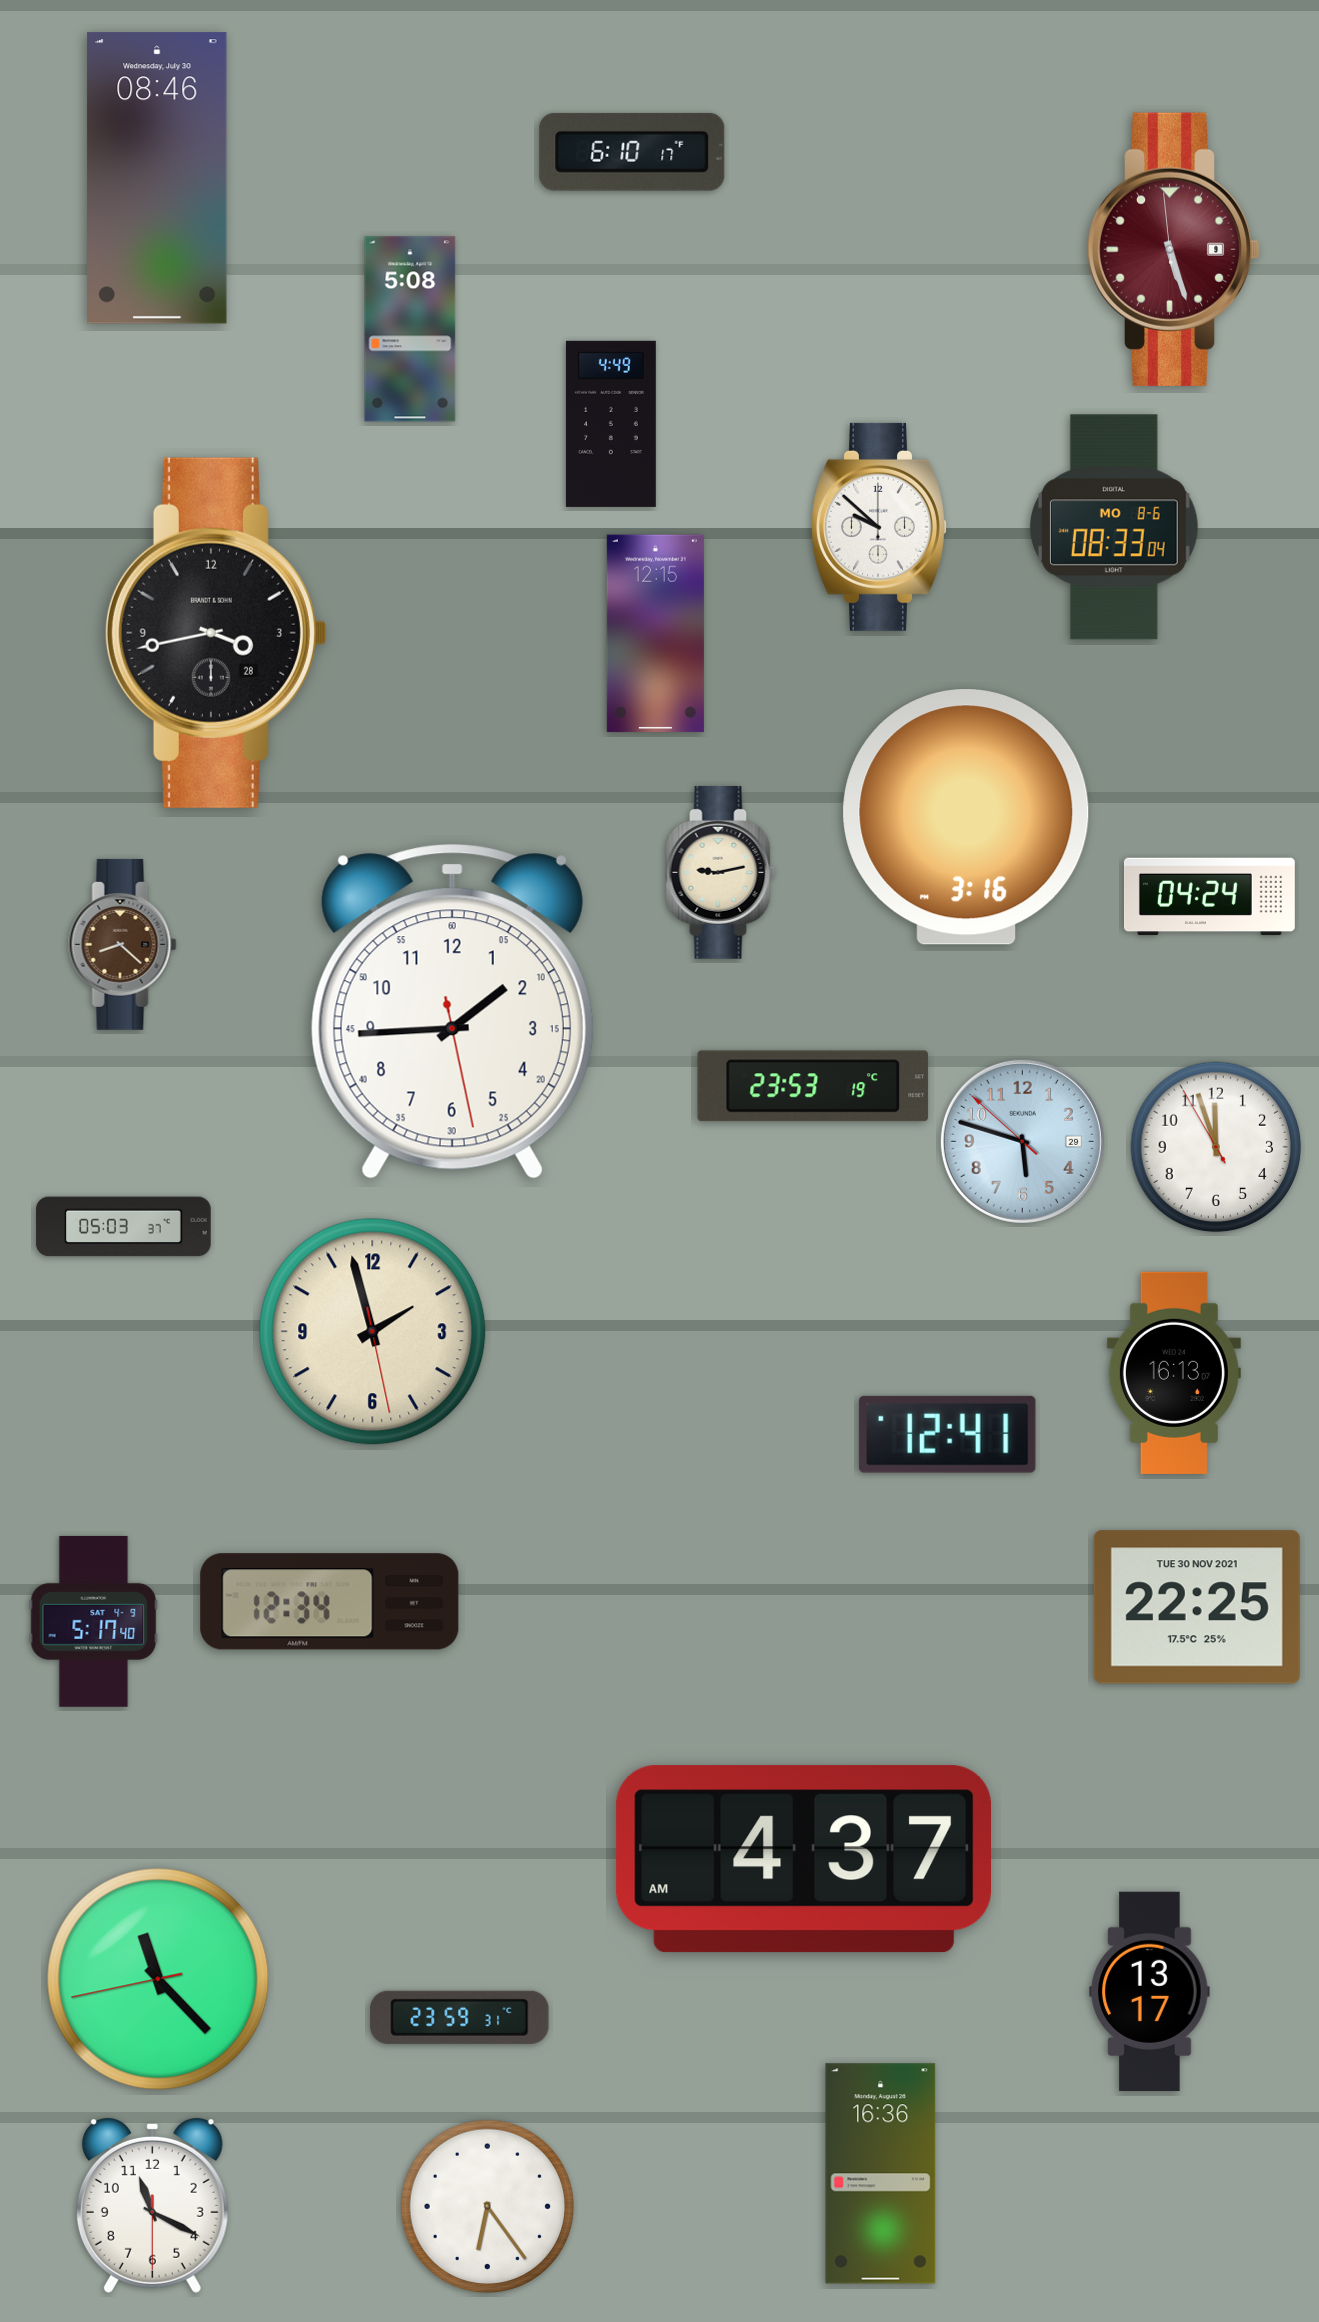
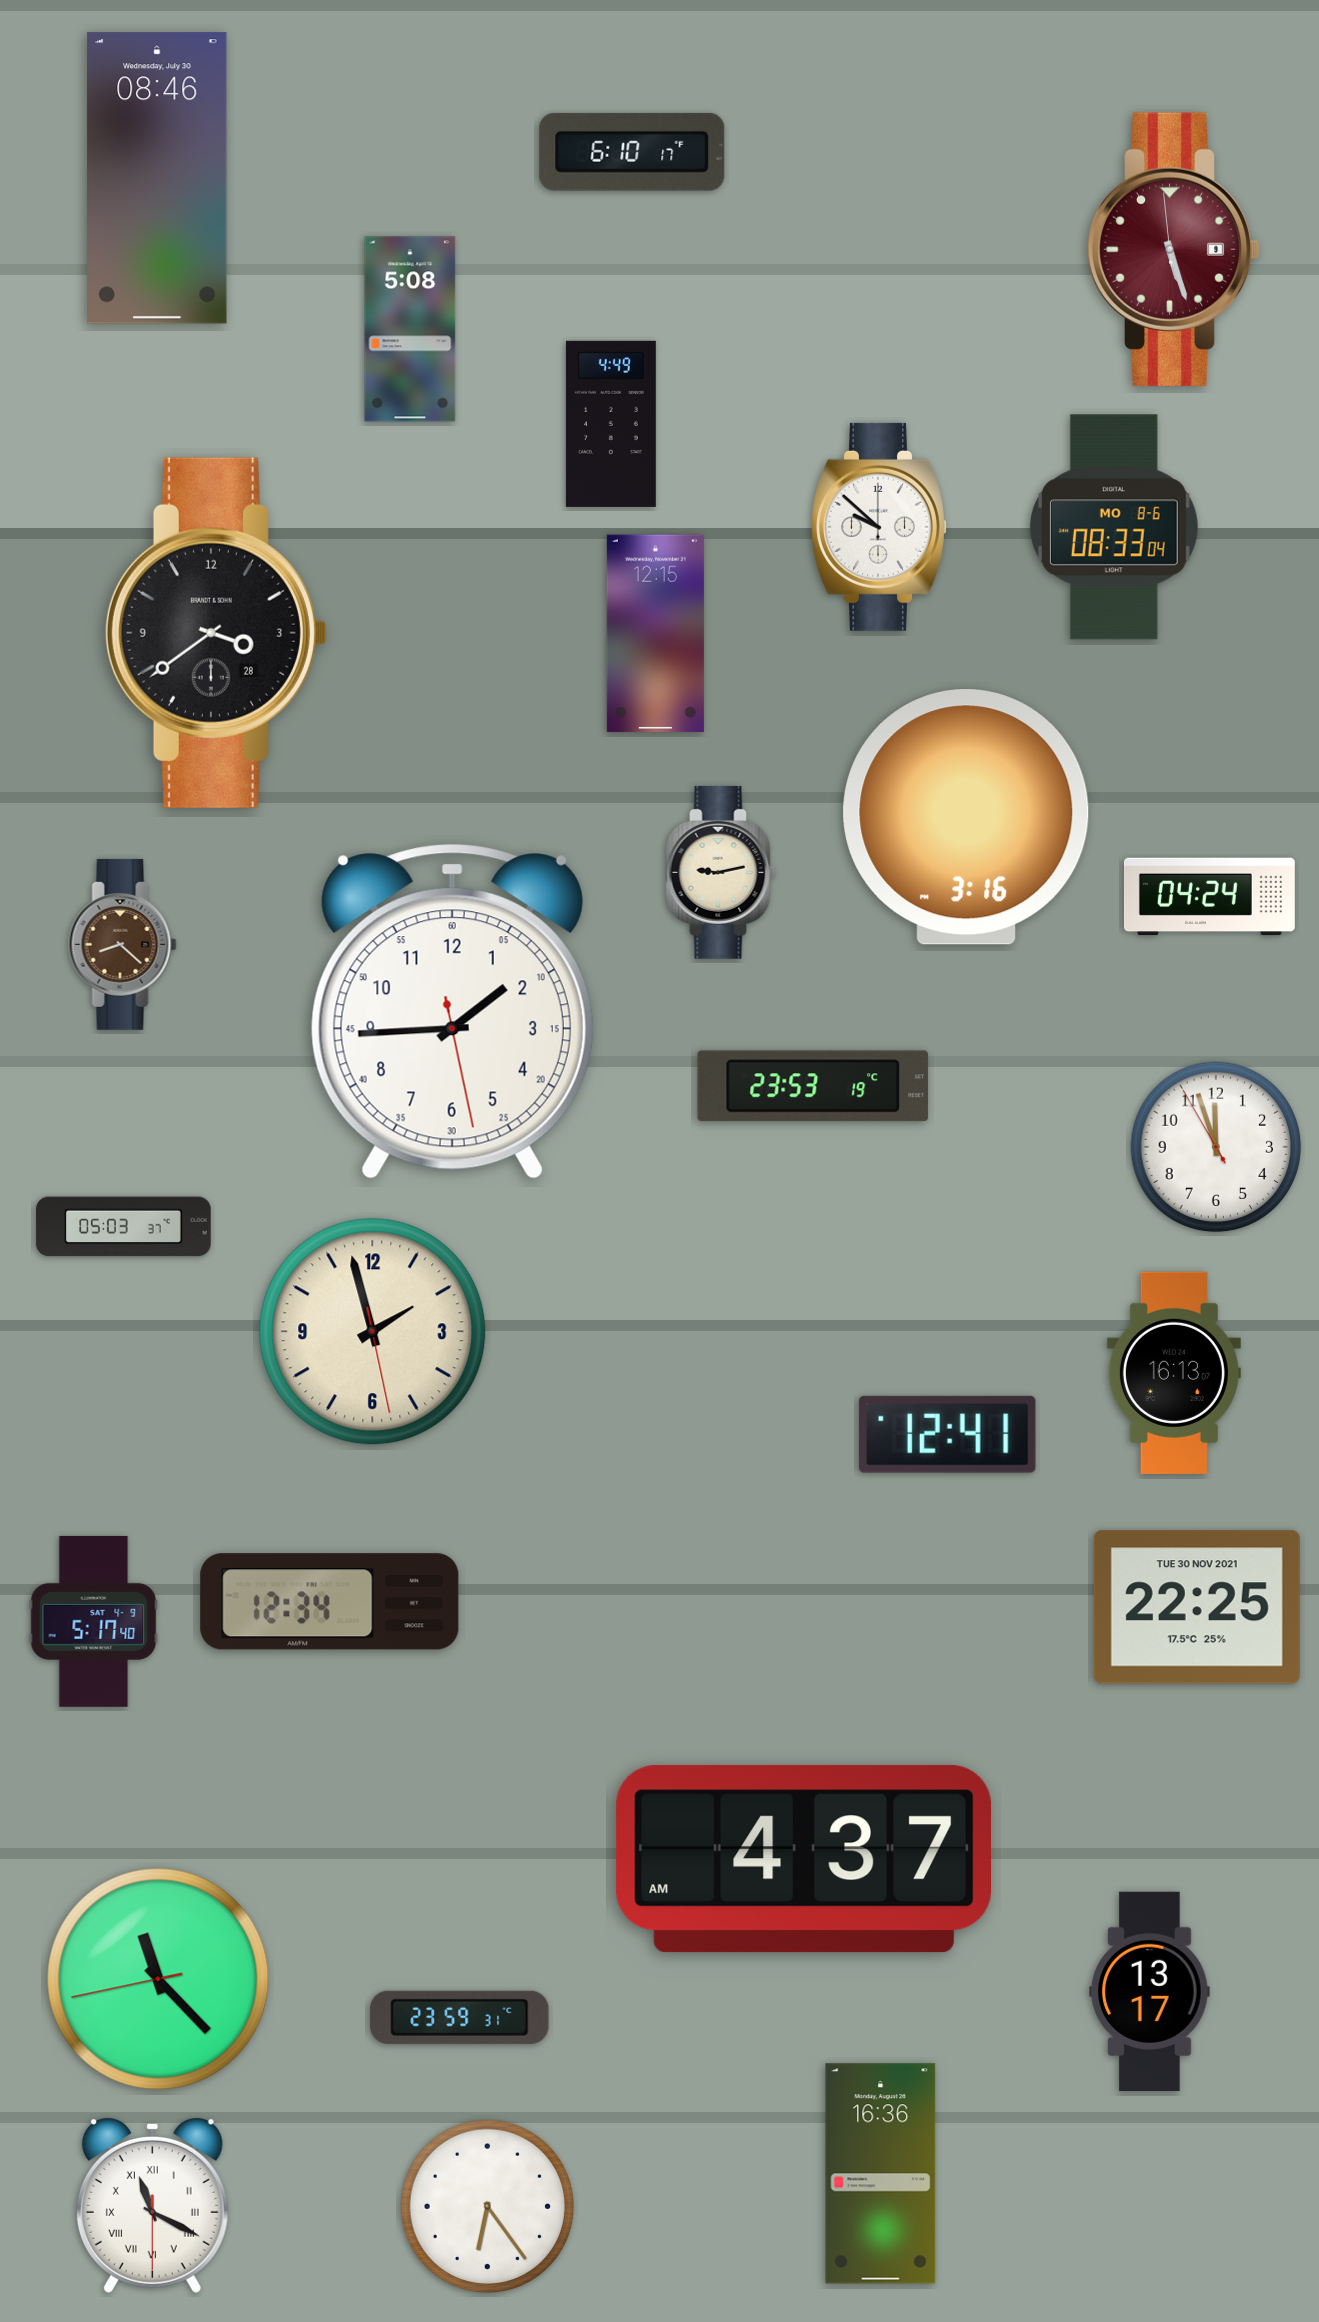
clock at (215, 633): 3:43 -> 3:39
clock at (1022, 1141): 5:47 -> none
clock at (152, 2206) numerals: Arabic -> Roman
